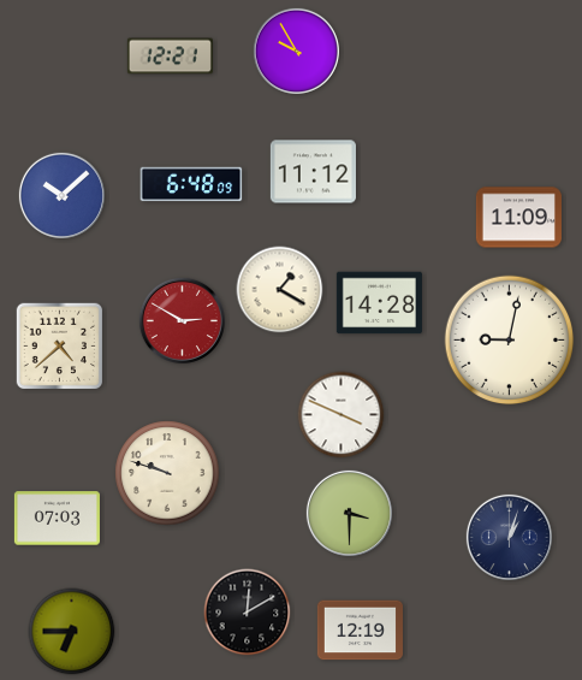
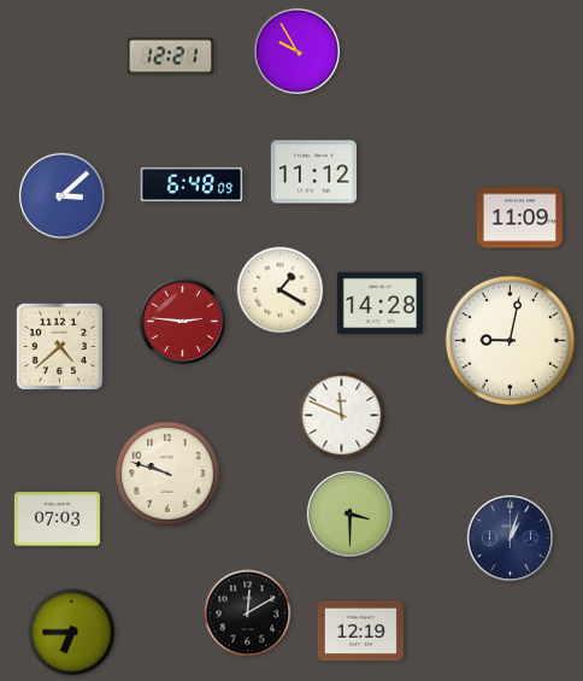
clock at (61, 195): 10:08 -> 3:08
clock at (182, 320): 2:50 -> 2:46
clock at (342, 415): 3:49 -> 11:49
